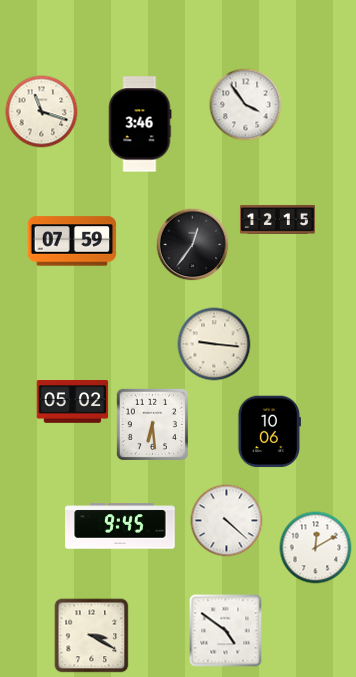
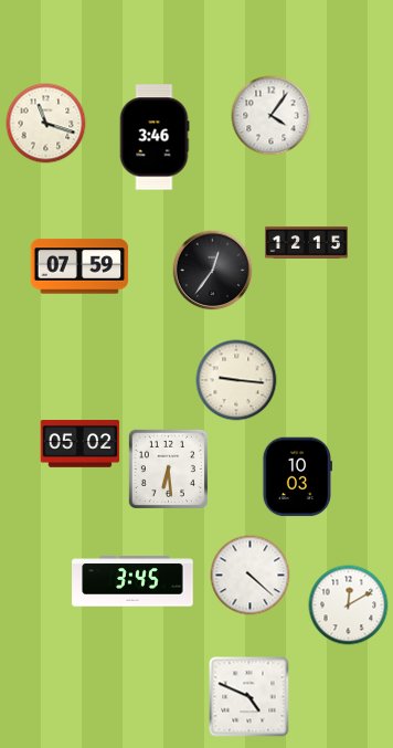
clock at (246, 105): 3:54 -> 4:06
clock at (269, 432): 10:06 -> 10:03
clock at (120, 526): 9:45 -> 3:45
clock at (226, 631): 4:51 -> 4:49
clock at (92, 636): 3:20 -> none
